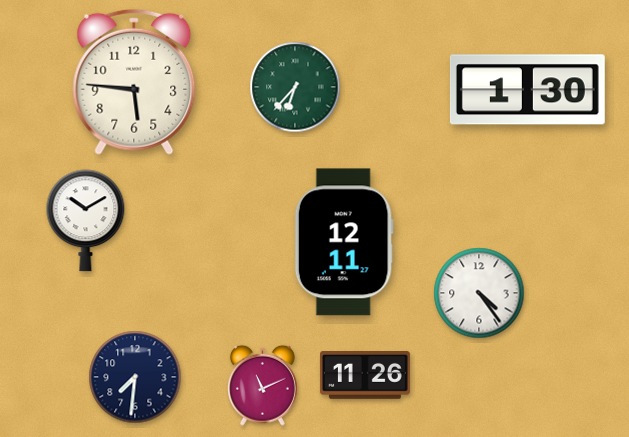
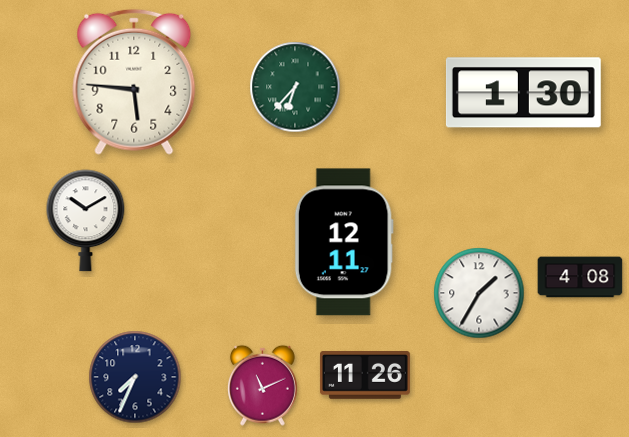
clock at (527, 90) position: (527, 90) -> (523, 93)
clock at (580, 277): none -> 4:08
clock at (479, 293): 4:24 -> 1:35
clock at (135, 377): 7:31 -> 7:34
